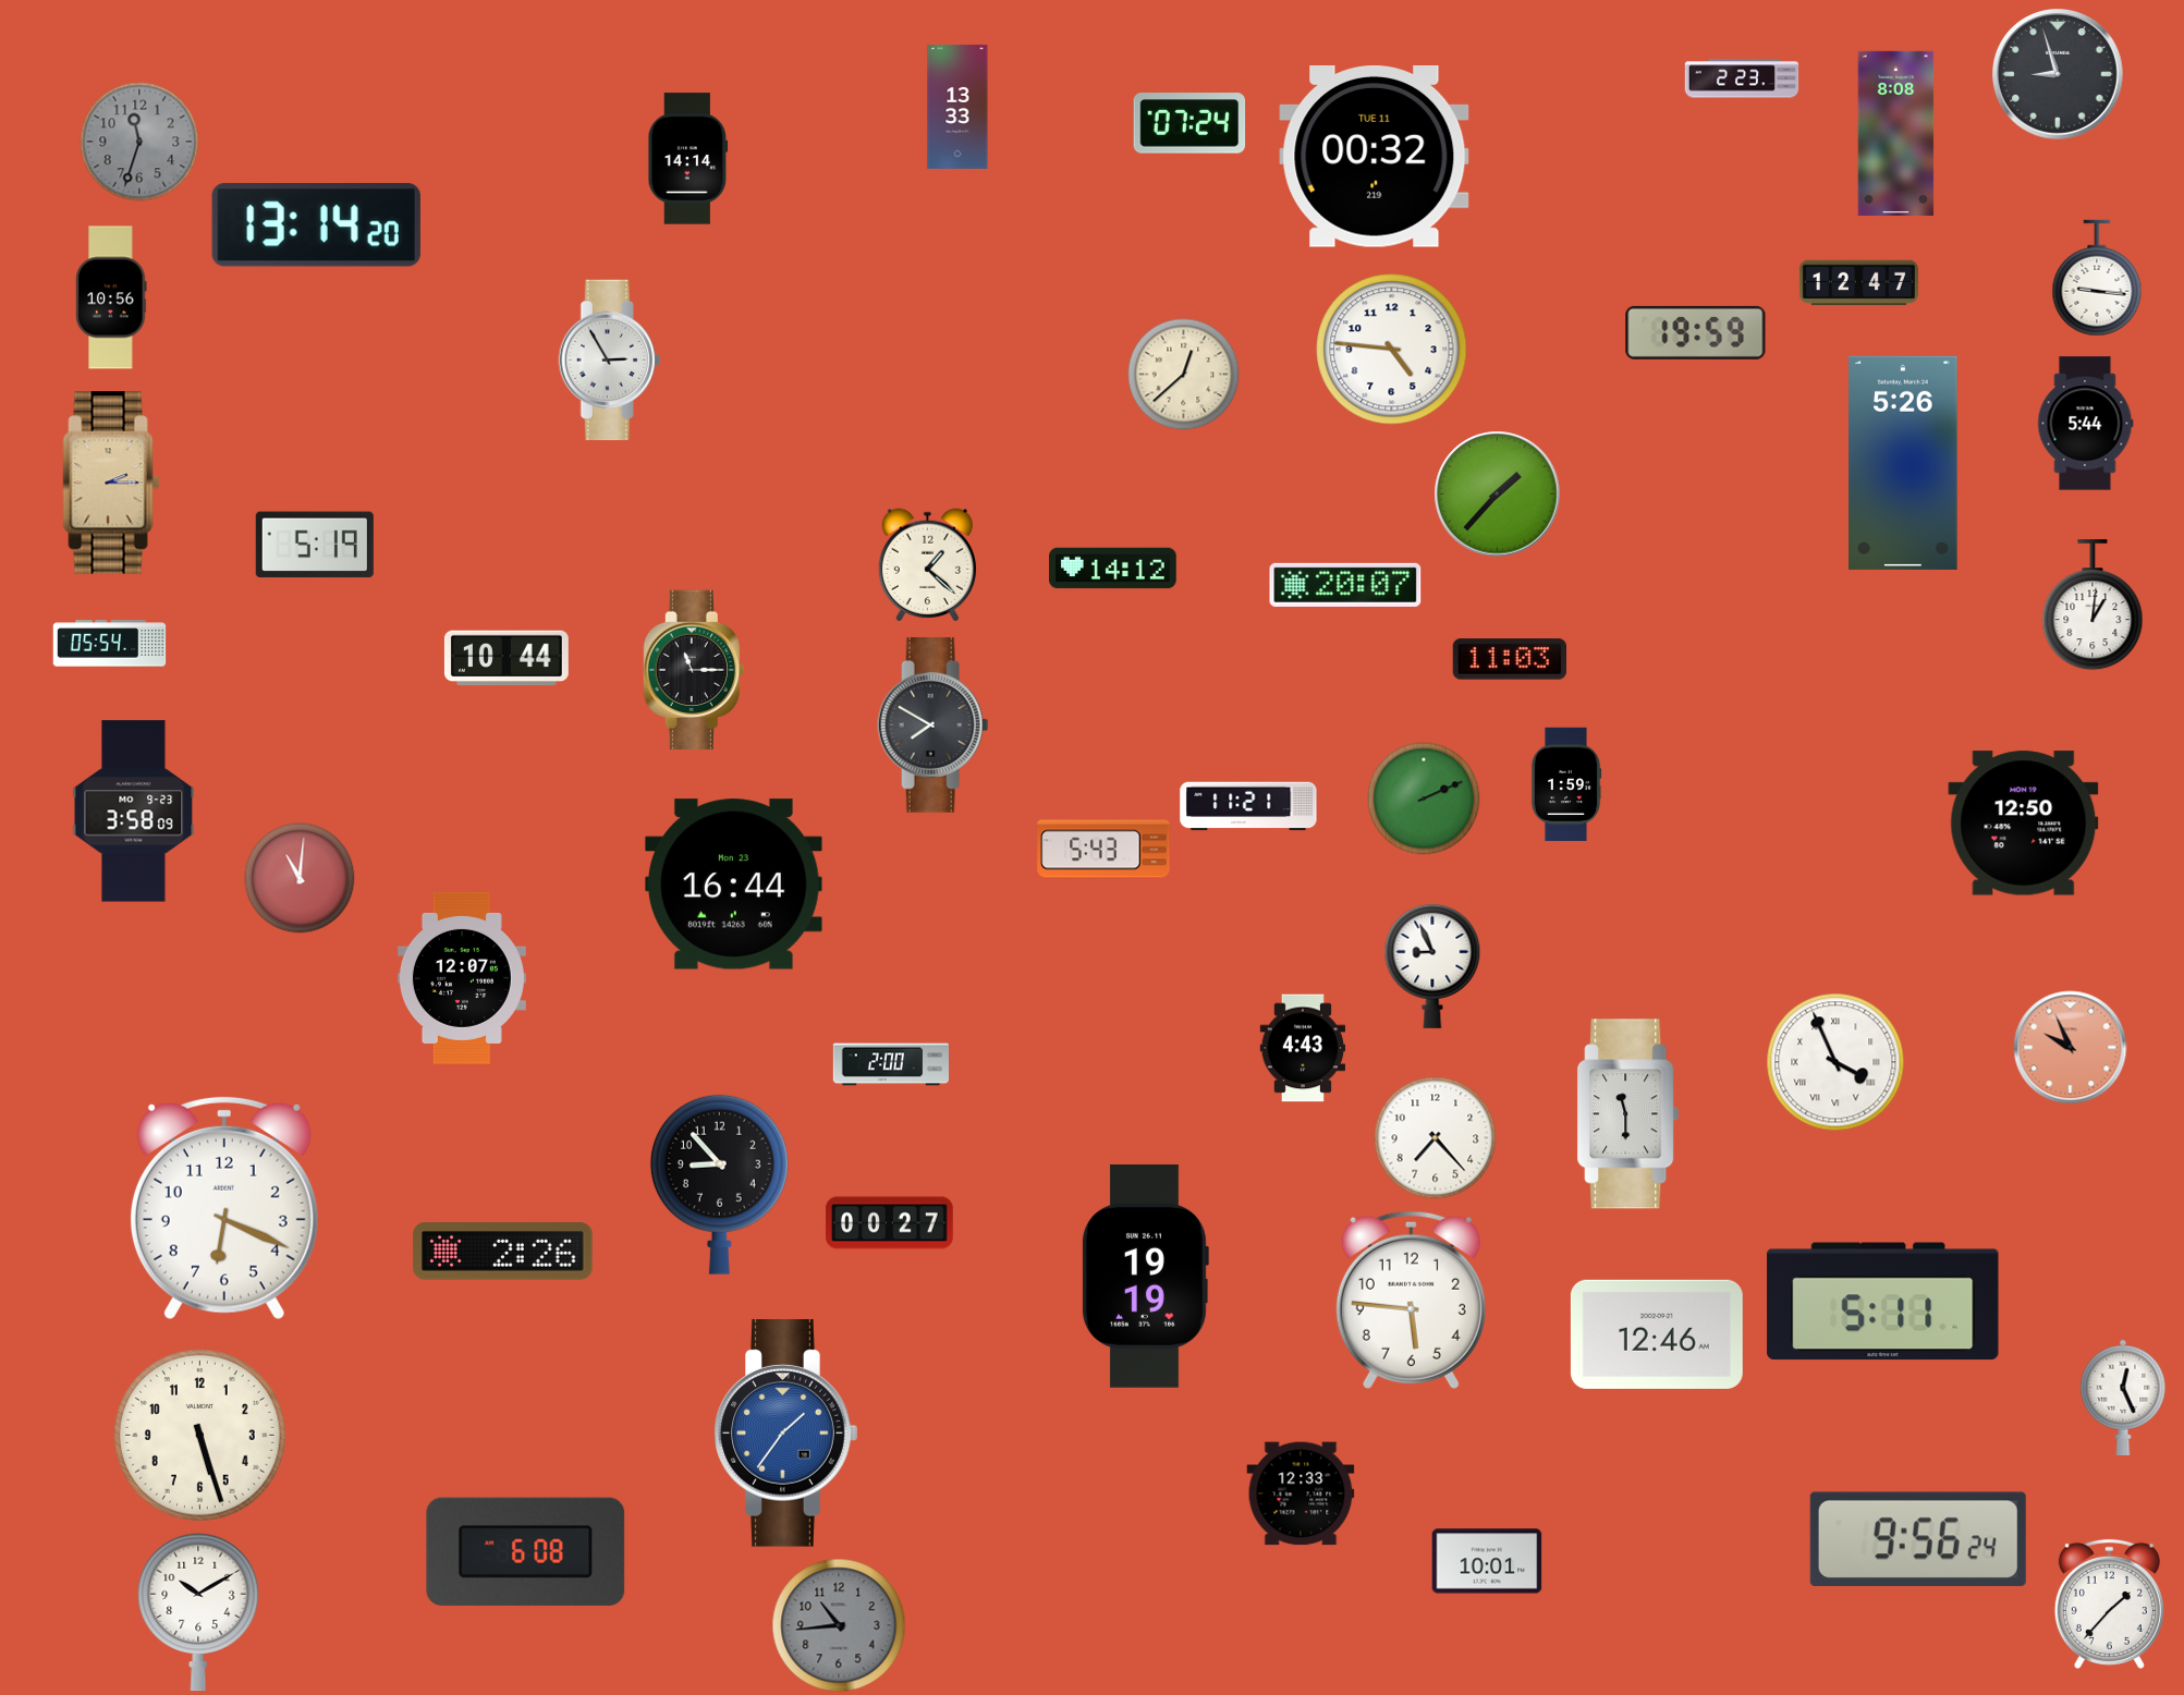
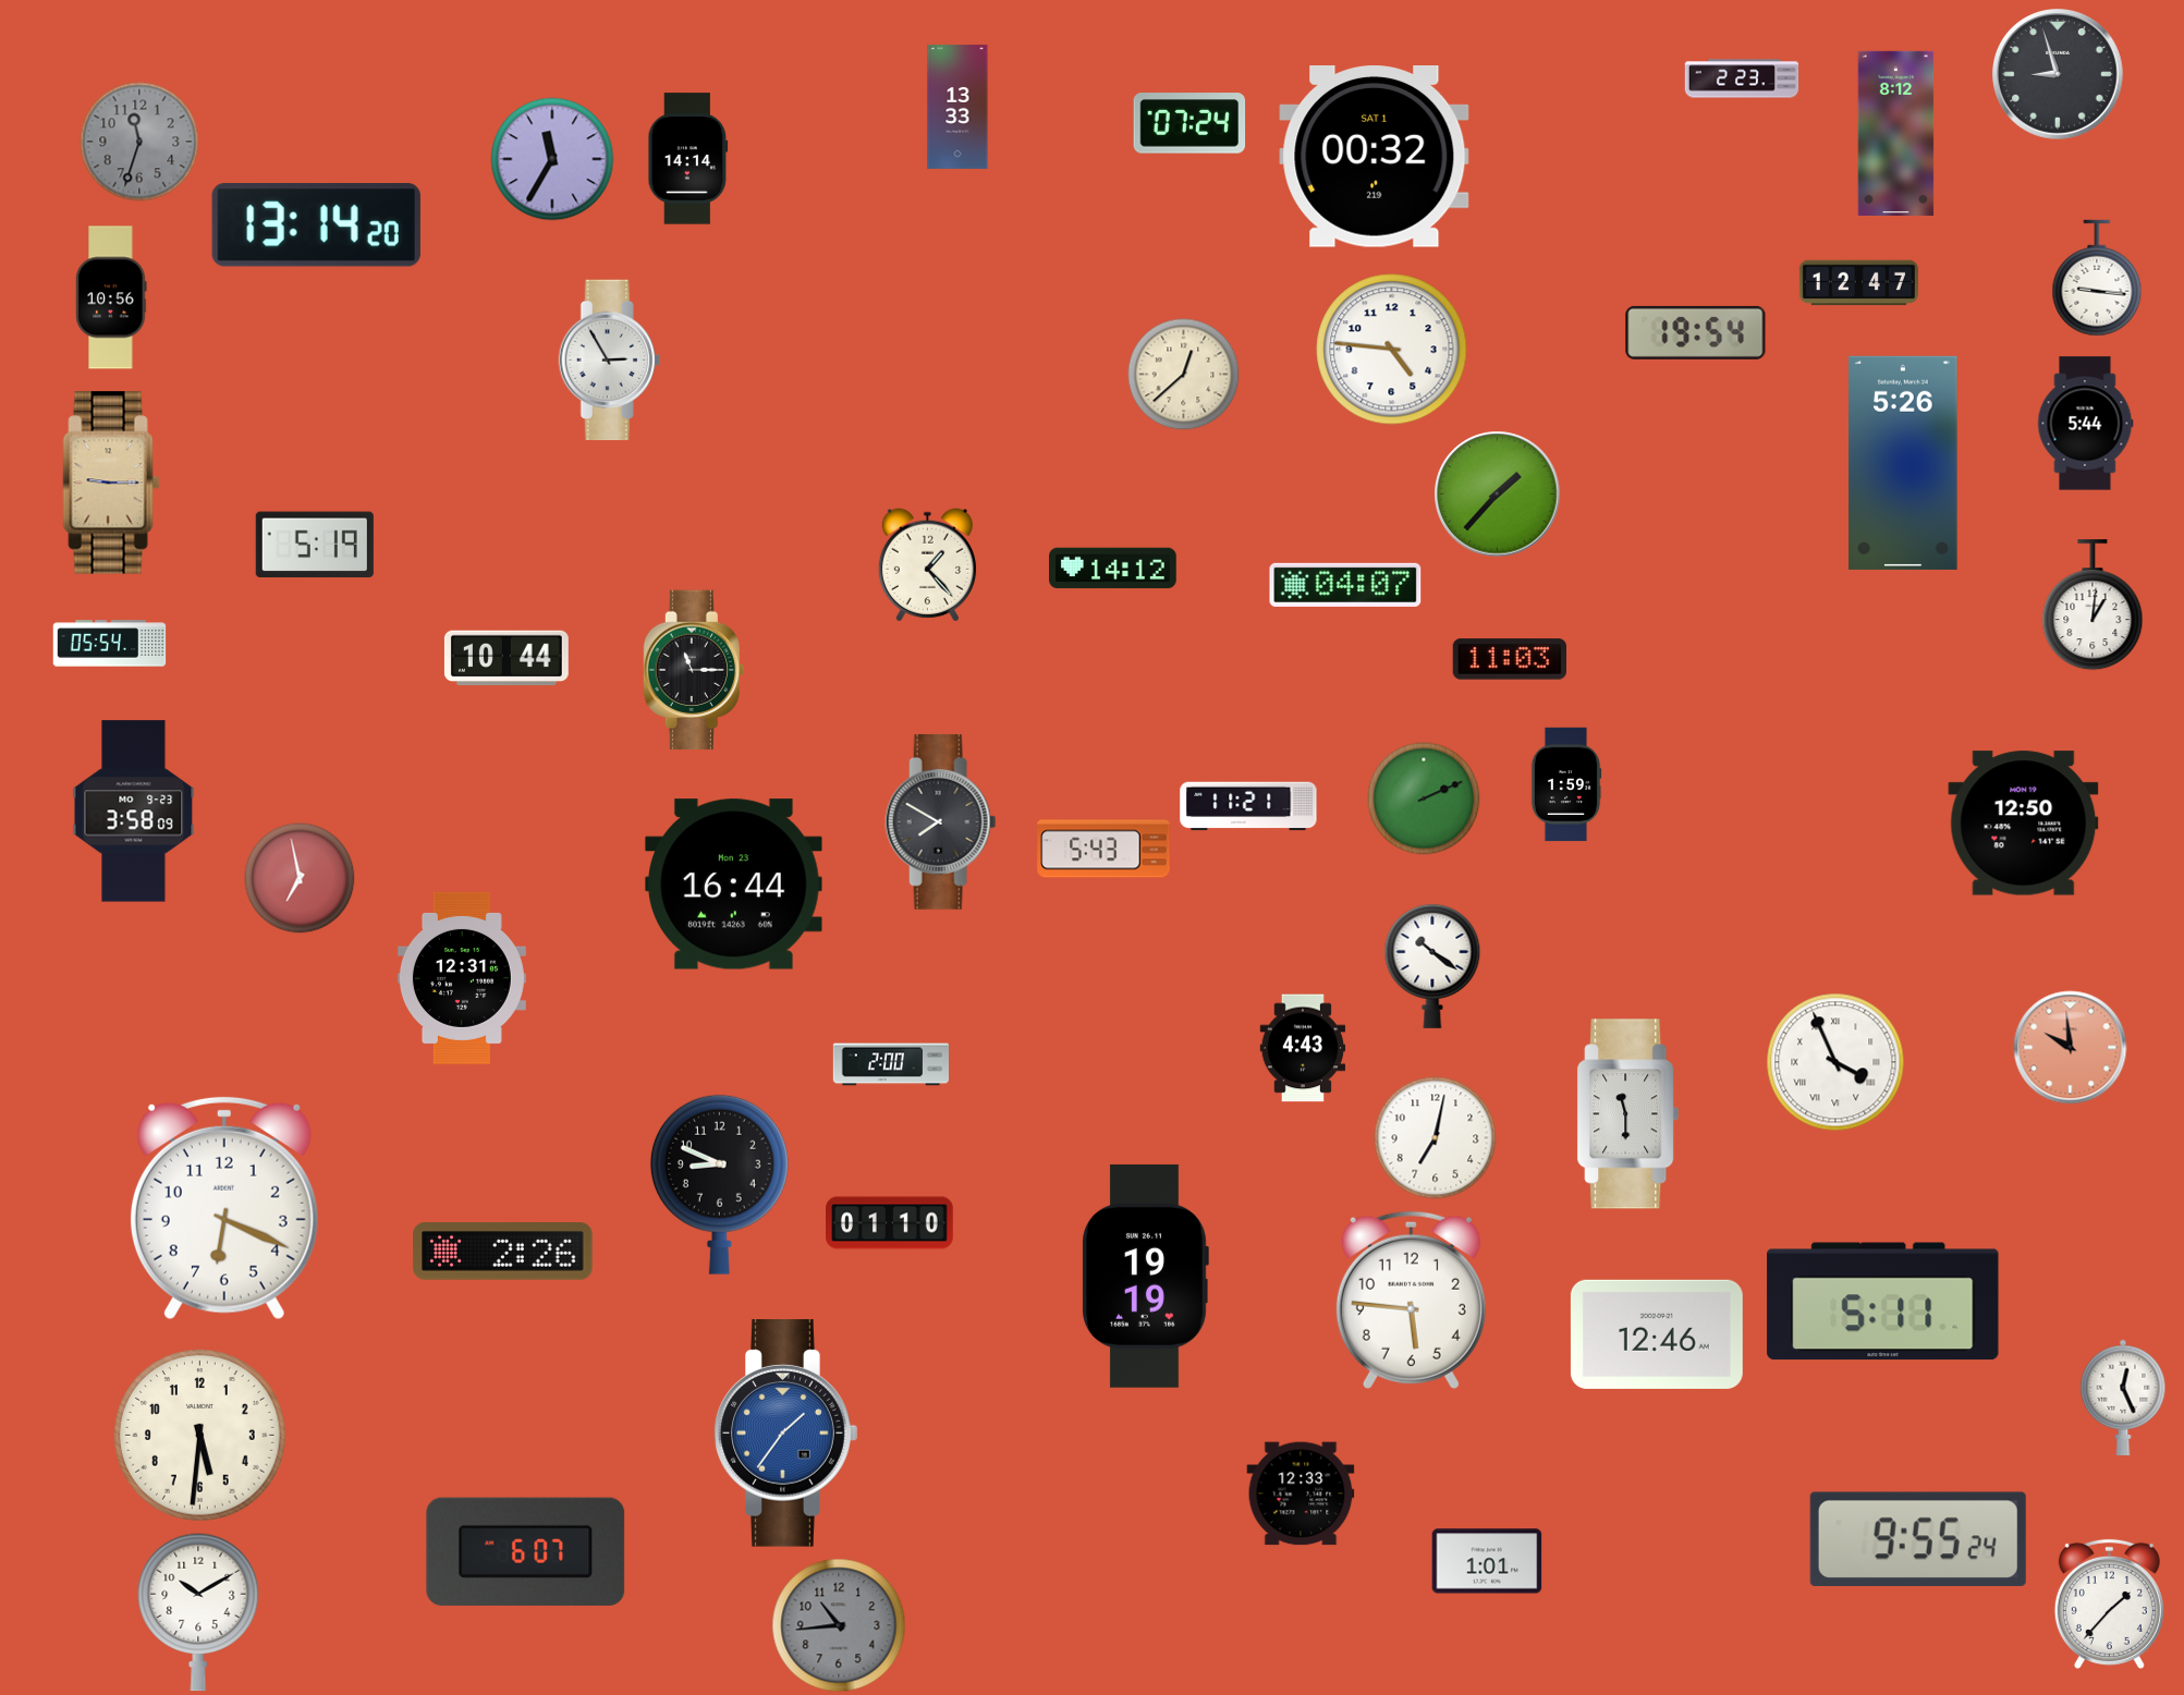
clock at (1896, 133): 8:08 -> 8:12
clock at (1375, 157) date: TUE 11 -> SAT 1
clock at (552, 159): none -> 11:35
clock at (1696, 332): 19:59 -> 19:54
clock at (111, 483): 2:15 -> 9:15
clock at (927, 565): 1:22 -> 1:23
clock at (1345, 585): 20:07 -> 04:07
clock at (934, 724) position: (934, 724) -> (941, 821)
clock at (300, 878): 11:01 -> 6:58
clock at (1432, 966): 8:56 -> 10:21
clock at (462, 978): 12:07 -> 12:31
clock at (2071, 1048): 9:56 -> 9:59
clock at (1436, 1138): 7:23 -> 7:02
clock at (719, 1184): 8:53 -> 8:49
clock at (890, 1223): 00:27 -> 01:10
clock at (200, 1436): 5:27 -> 5:31
clock at (1918, 1539): 9:56 -> 9:55
clock at (526, 1551): 6:08 -> 6:07
clock at (1487, 1561): 10:01 -> 1:01
